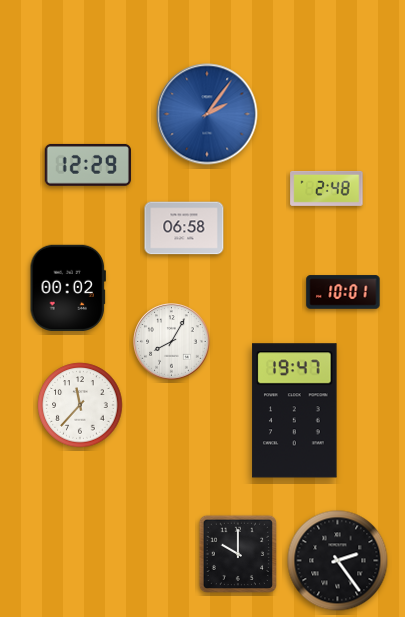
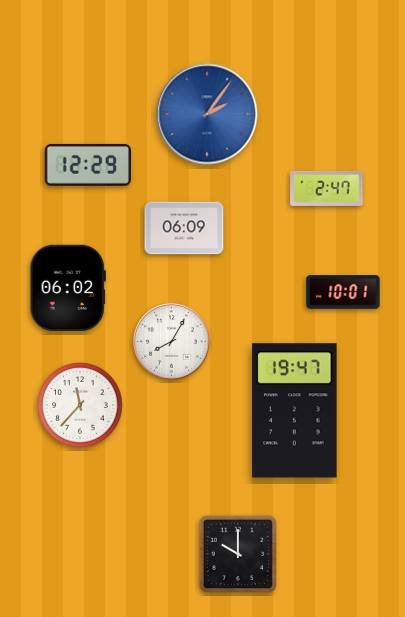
clock at (327, 188): 2:48 -> 2:47
clock at (184, 228): 06:58 -> 06:09
clock at (68, 288): 00:02 -> 06:02
clock at (338, 561): 2:24 -> none
